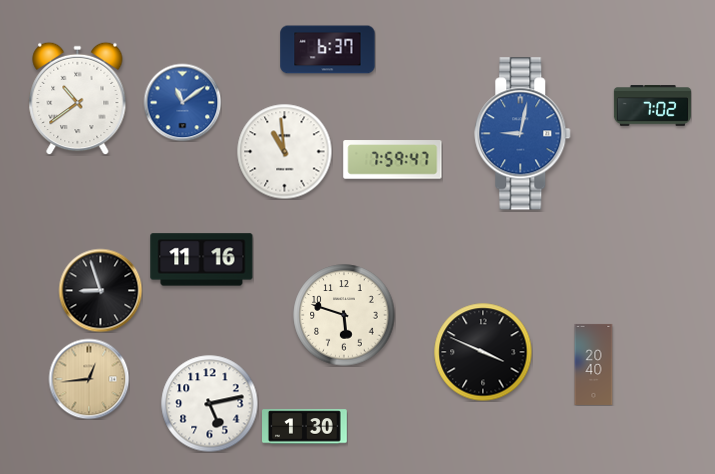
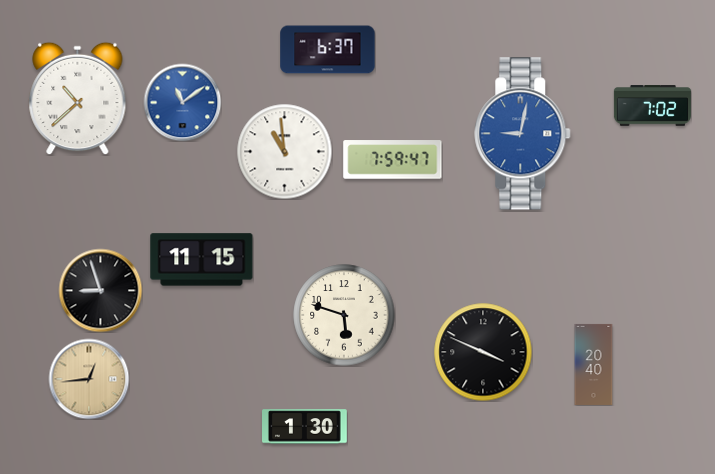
clock at (78, 98): 10:39 -> 10:38
clock at (202, 260): 11:16 -> 11:15
clock at (209, 403): 5:13 -> none
